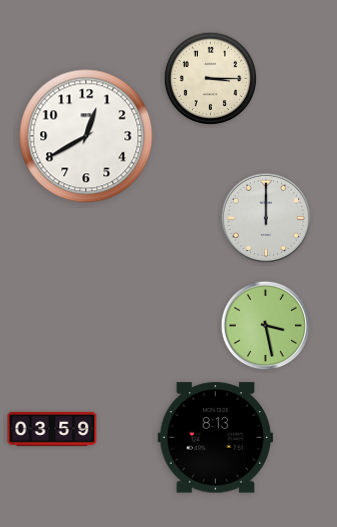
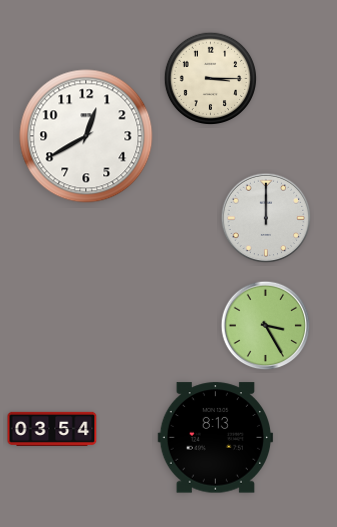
clock at (266, 326): 3:28 -> 3:25
clock at (52, 429): 03:59 -> 03:54
